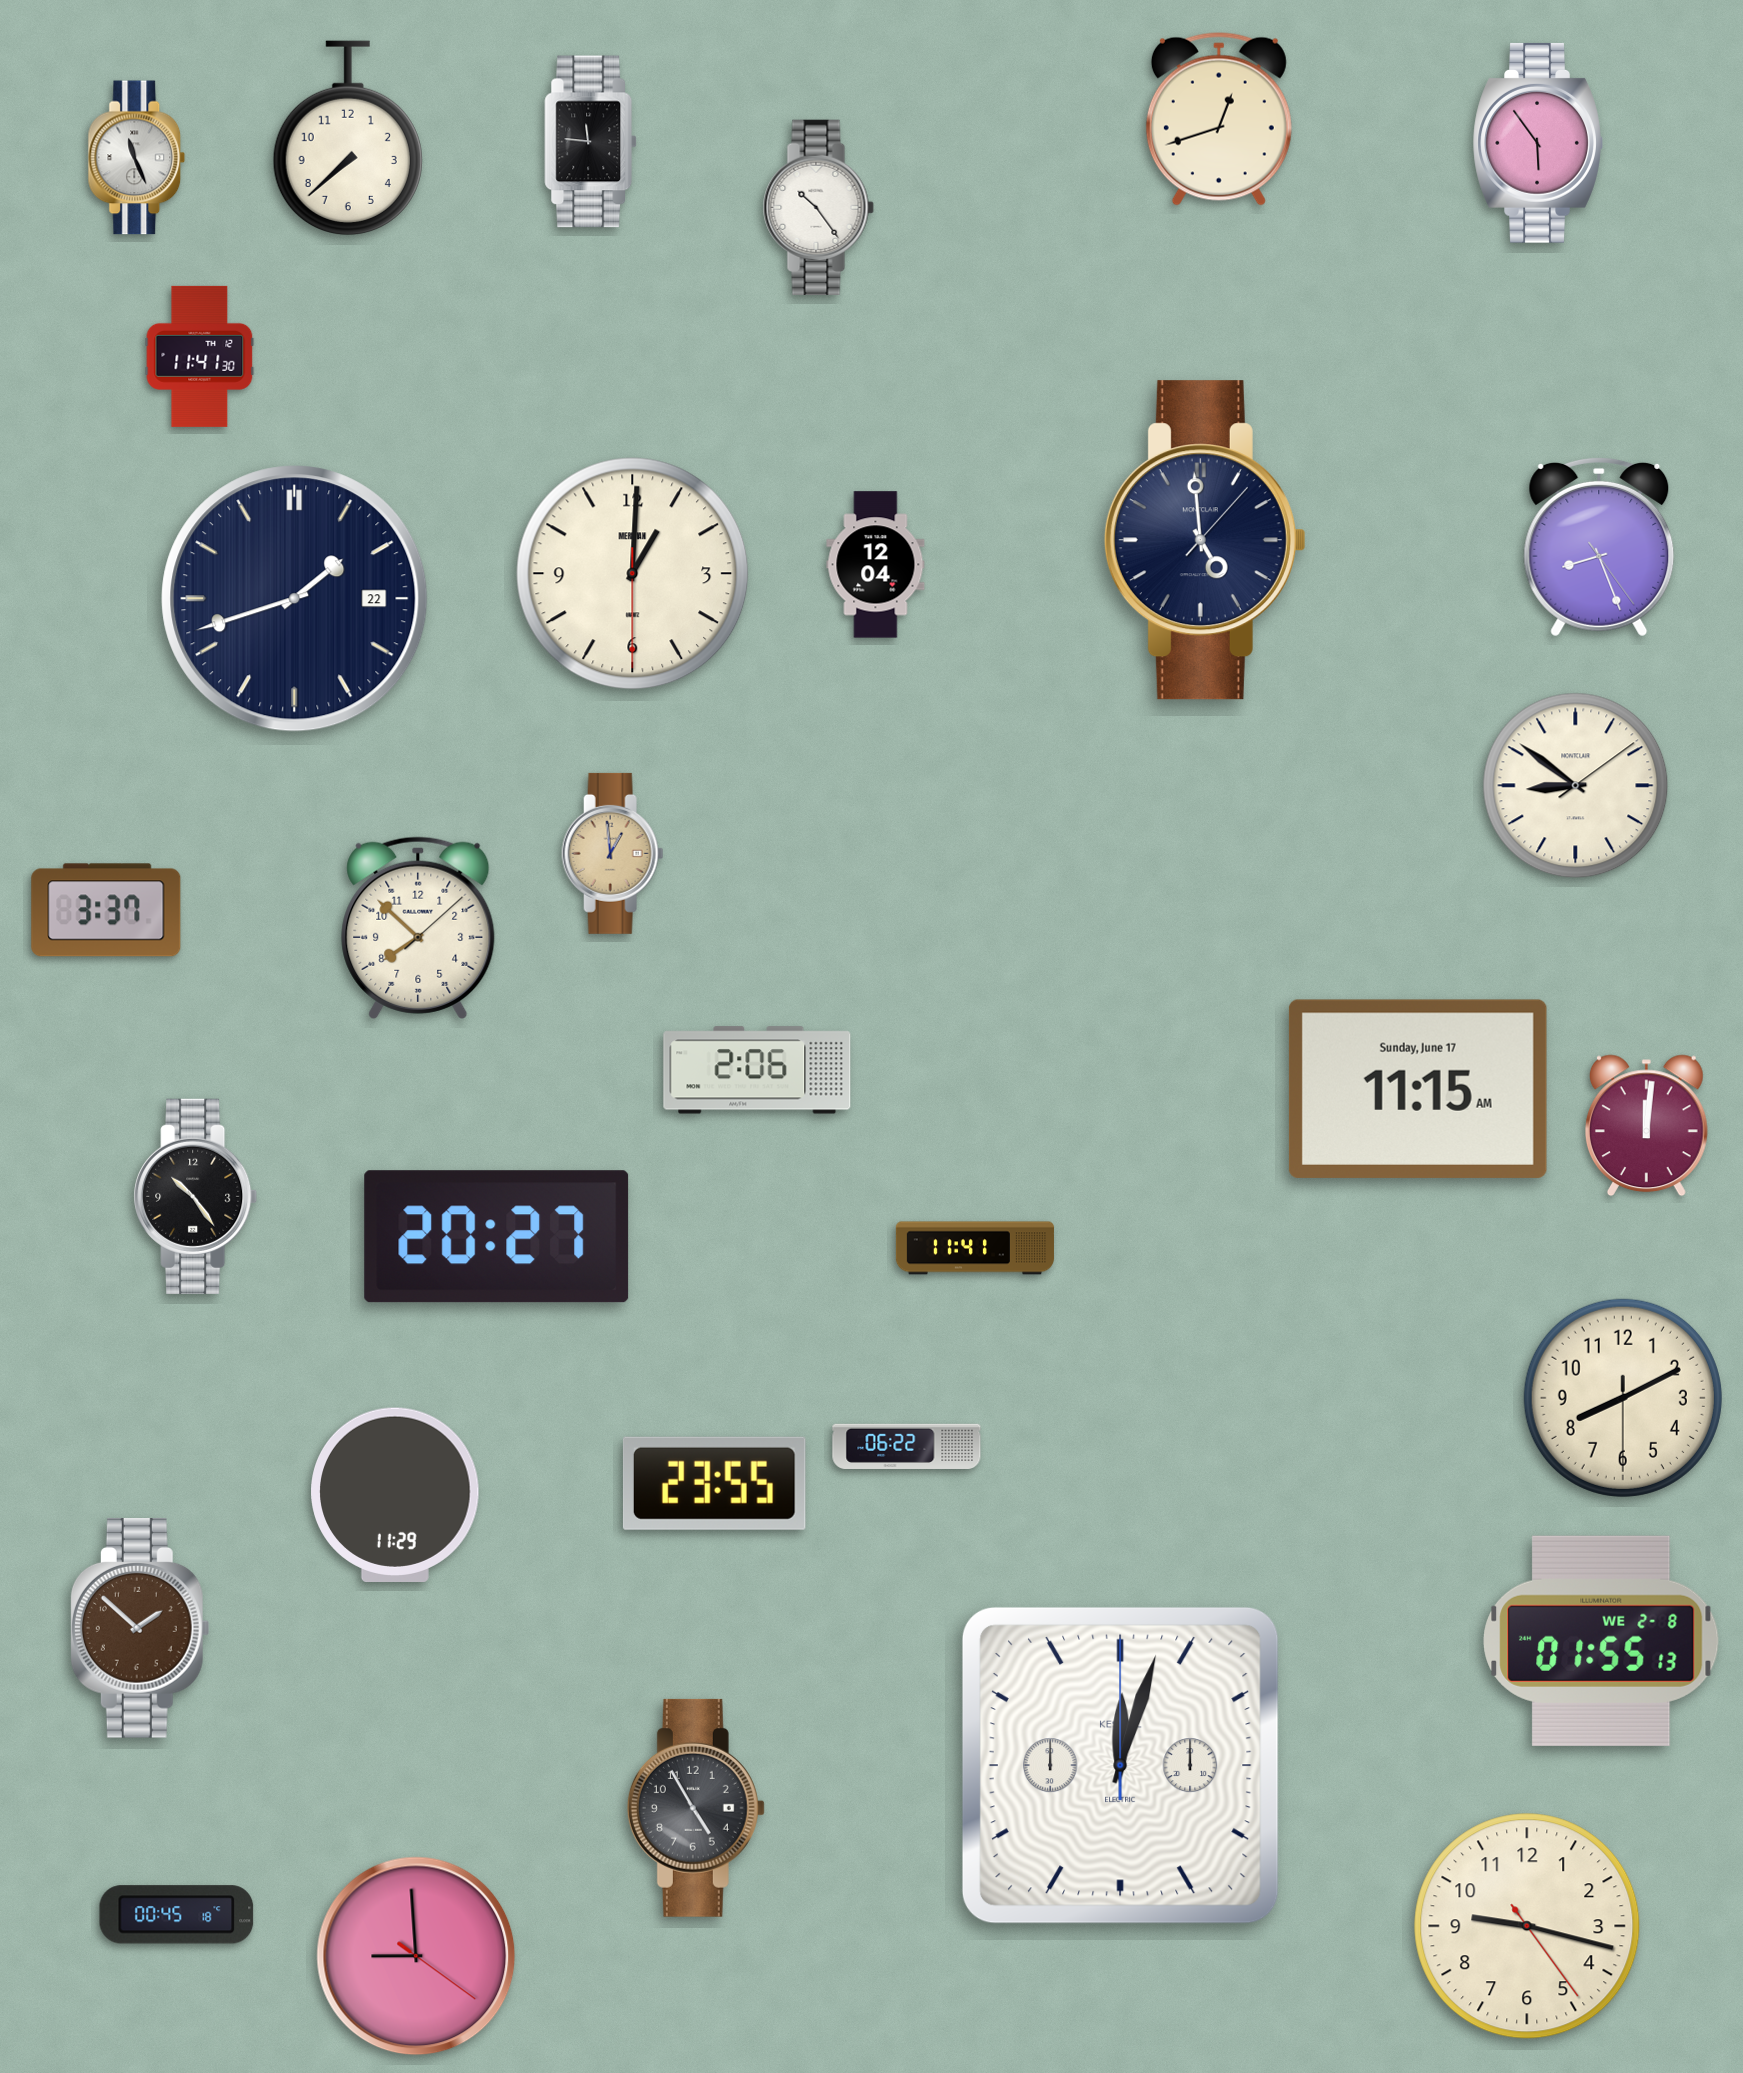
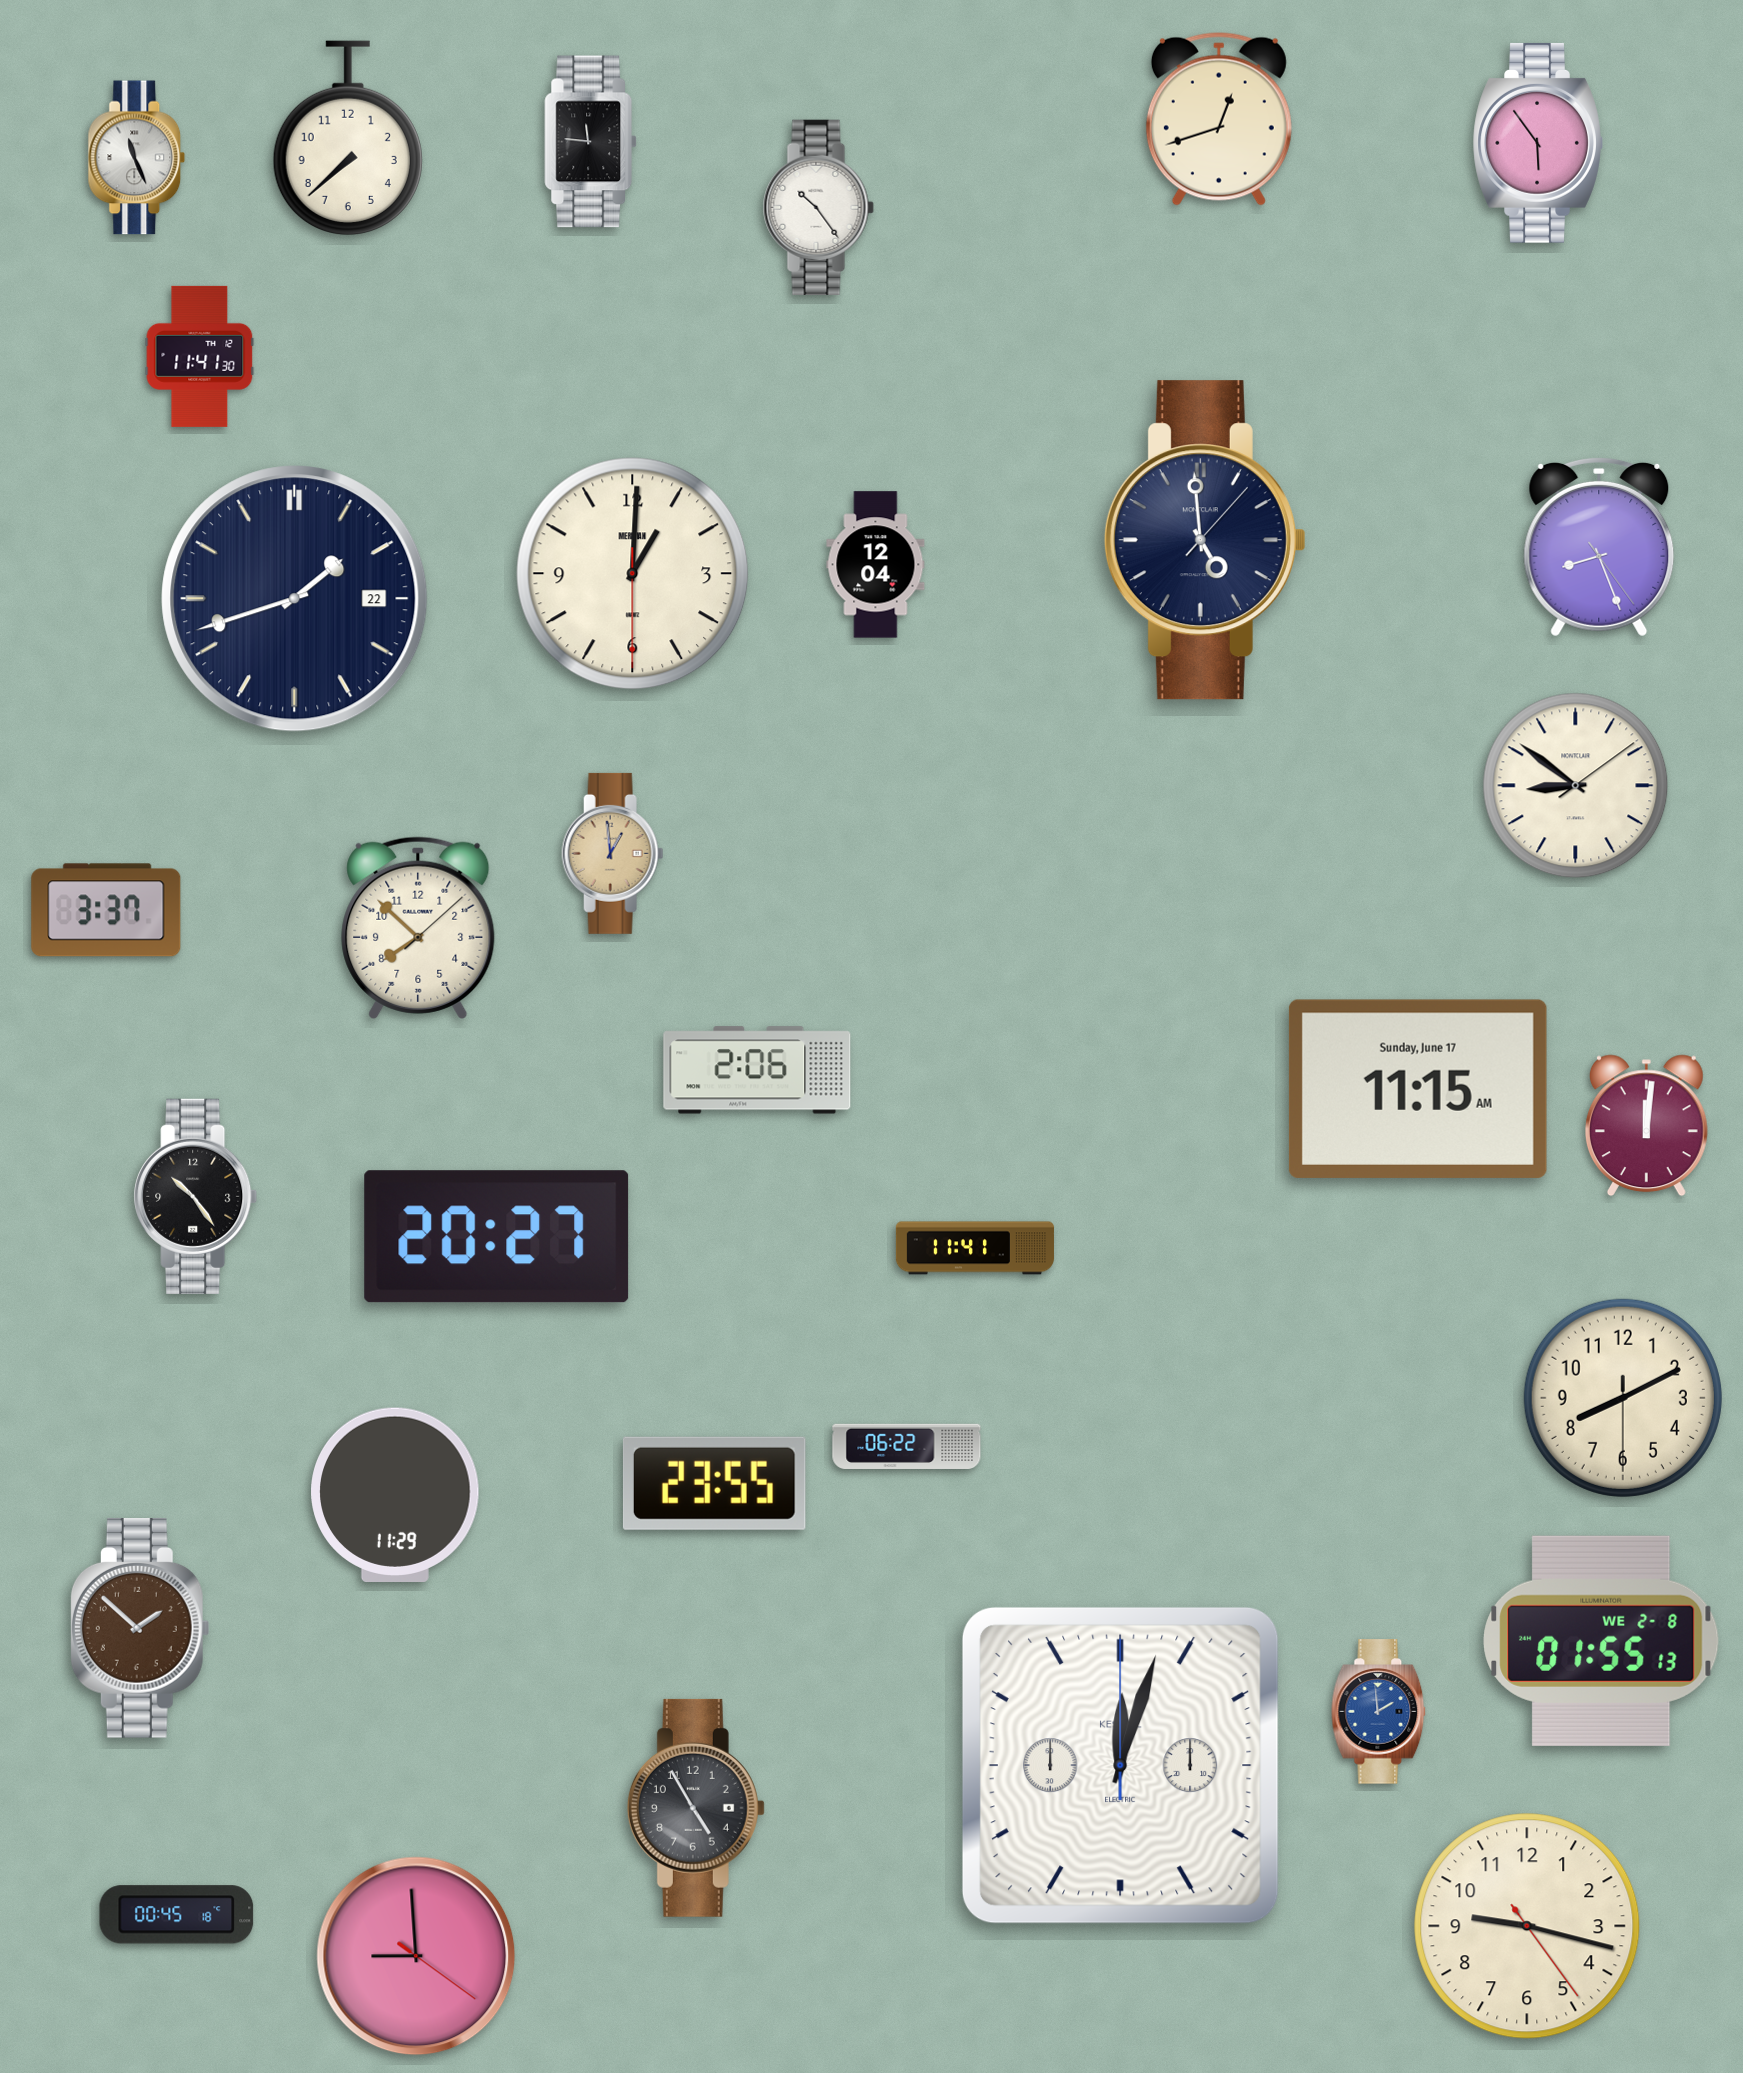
clock at (1379, 1712): none -> 1:59
